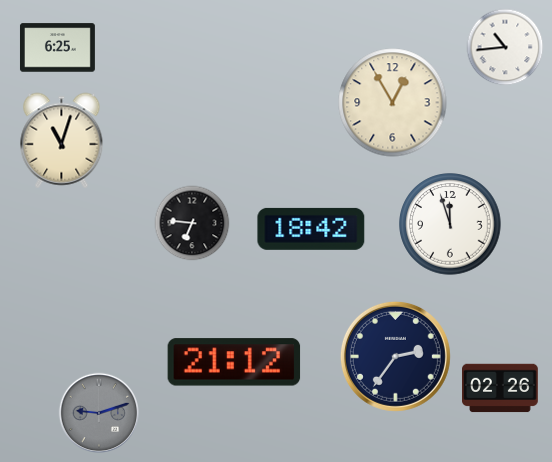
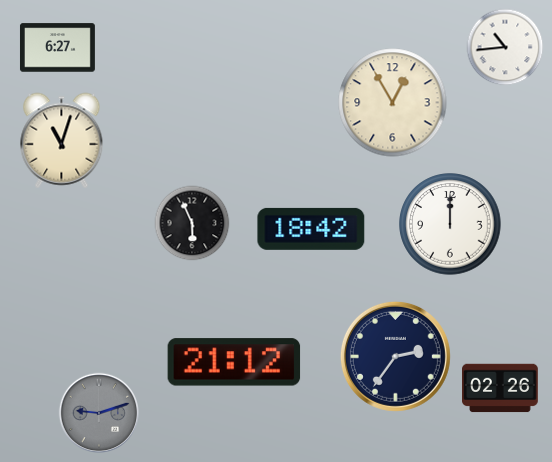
clock at (57, 48): 6:25 -> 6:27
clock at (192, 223): 6:46 -> 5:56
clock at (450, 224): 11:57 -> 12:00
